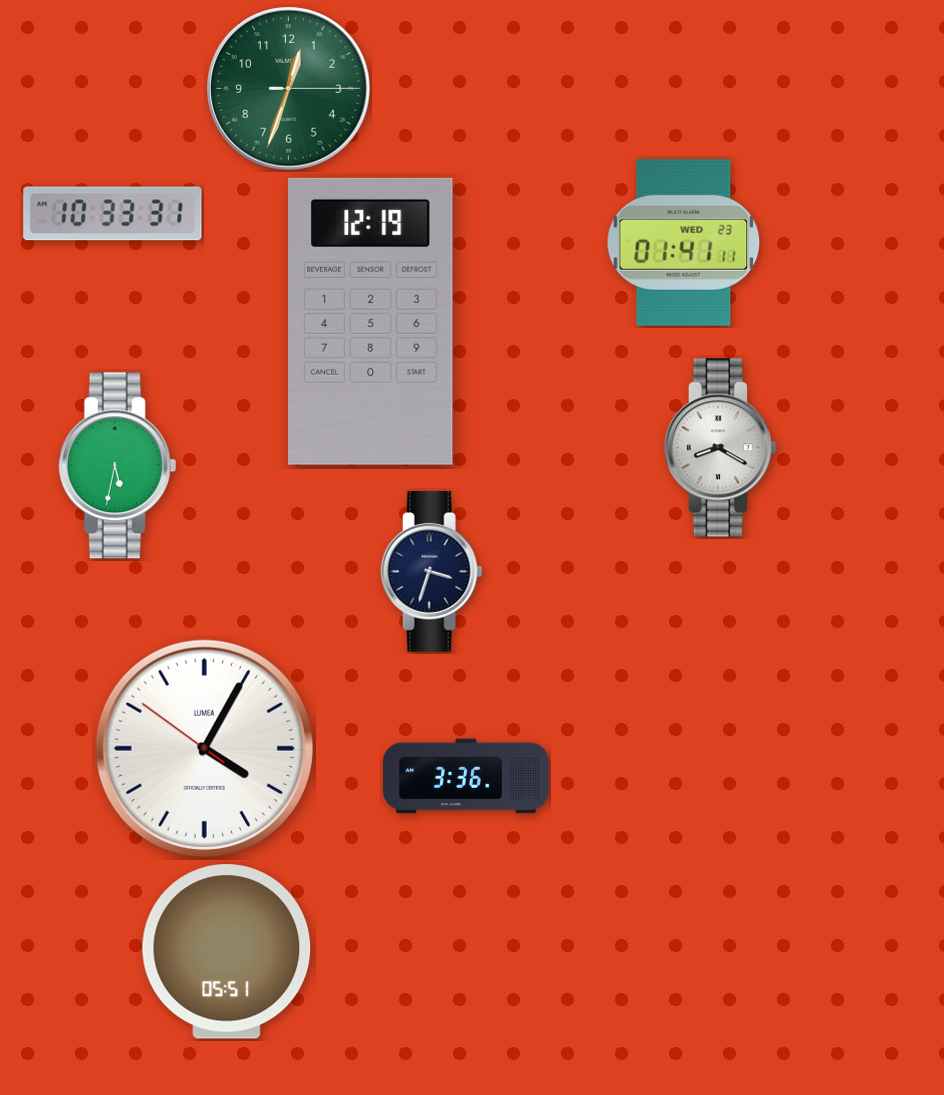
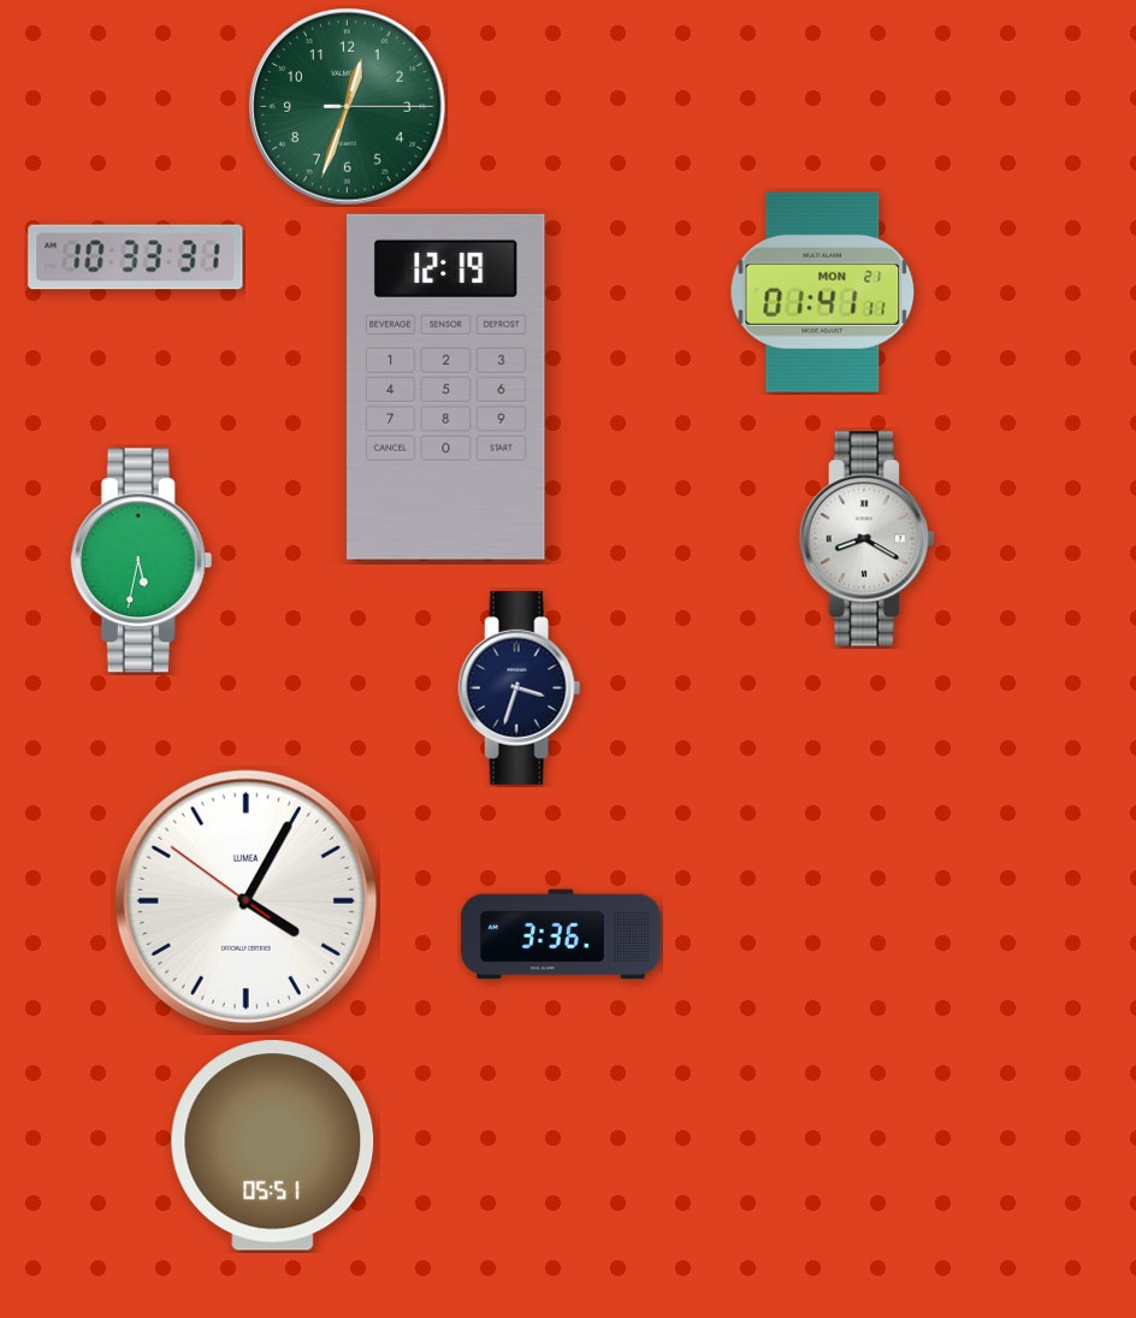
clock at (684, 243) date: WED 23 -> MON 21
